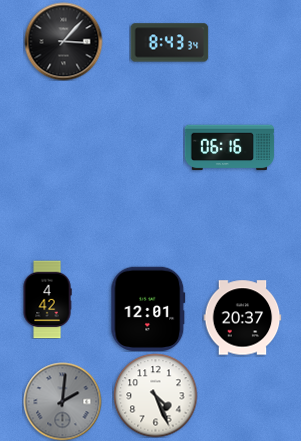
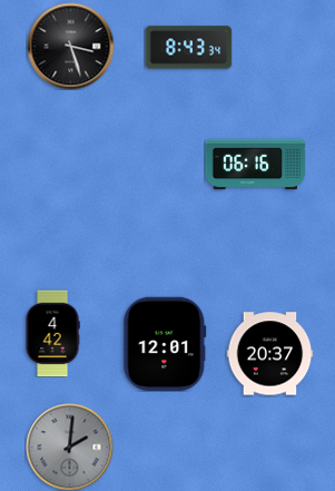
clock at (63, 41): 3:07 -> 3:27
clock at (155, 395): 4:26 -> none
